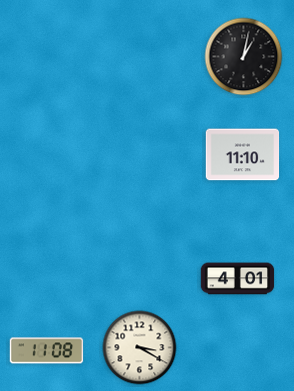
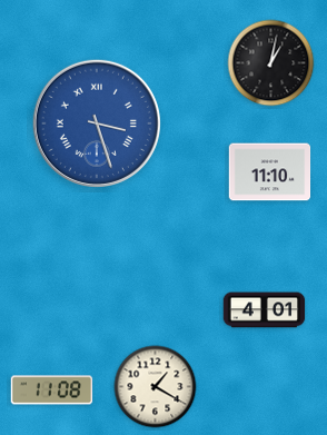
clock at (97, 123): none -> 3:27
clock at (140, 348): 3:20 -> 1:20
